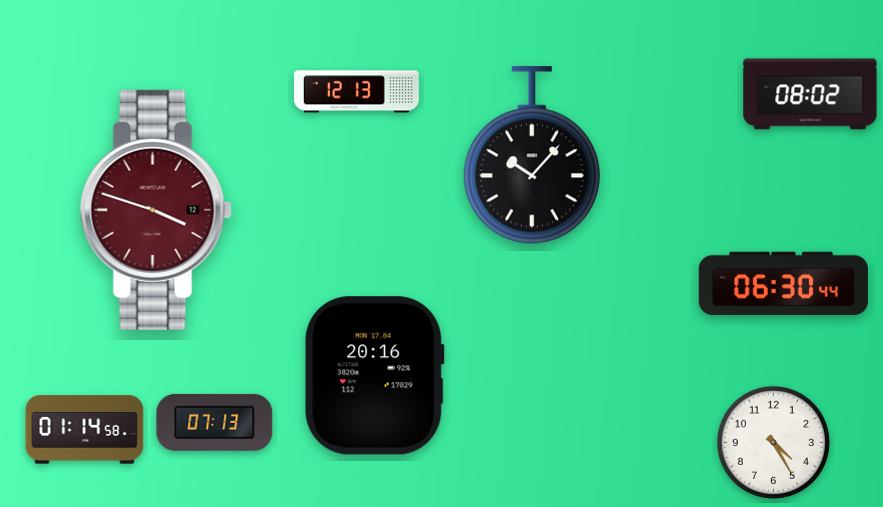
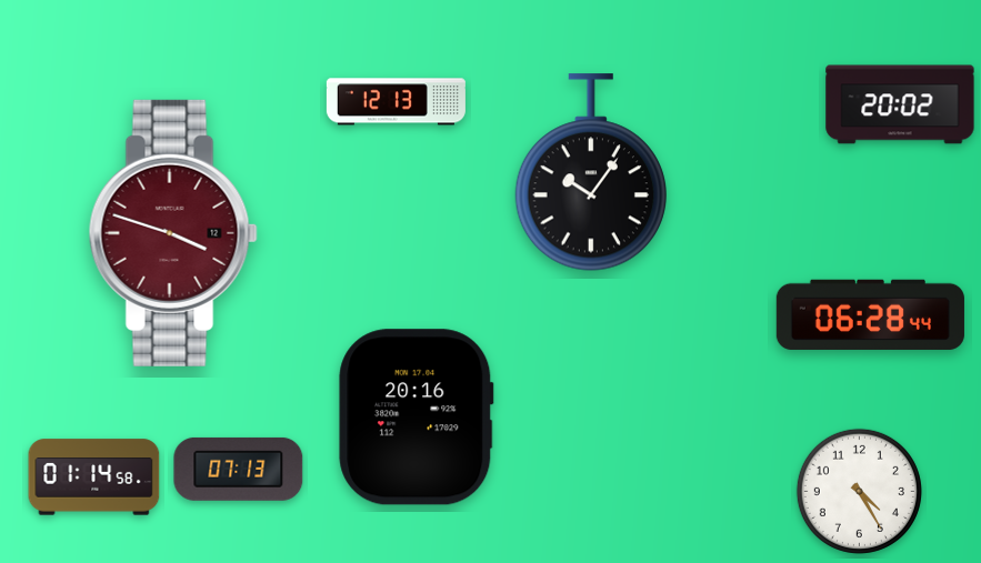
clock at (810, 94): 08:02 -> 20:02
clock at (531, 155): 10:07 -> 10:06
clock at (783, 283): 06:30 -> 06:28
